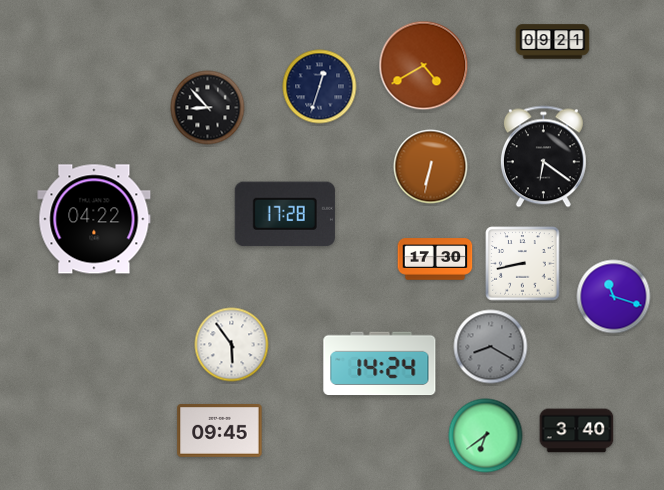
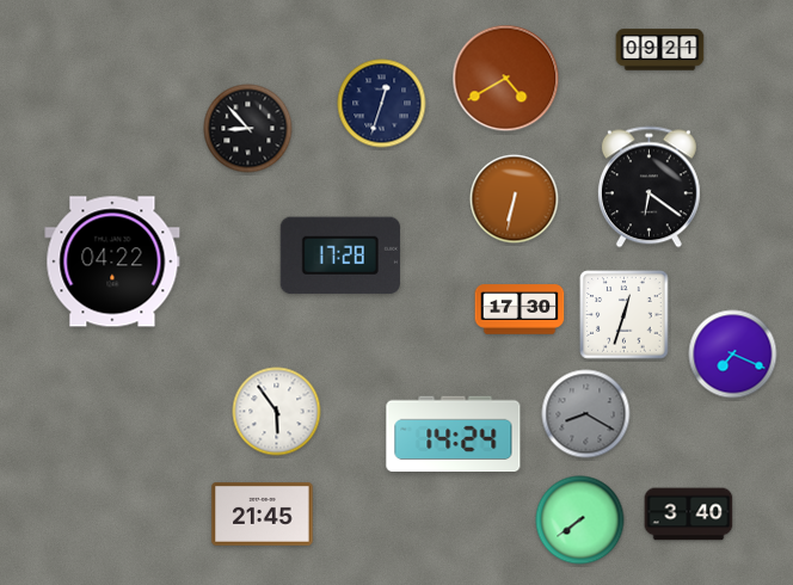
clock at (523, 264): 8:43 -> 12:33
clock at (614, 297): 11:18 -> 7:19
clock at (220, 431): 09:45 -> 21:45
clock at (486, 436): 6:39 -> 7:39
